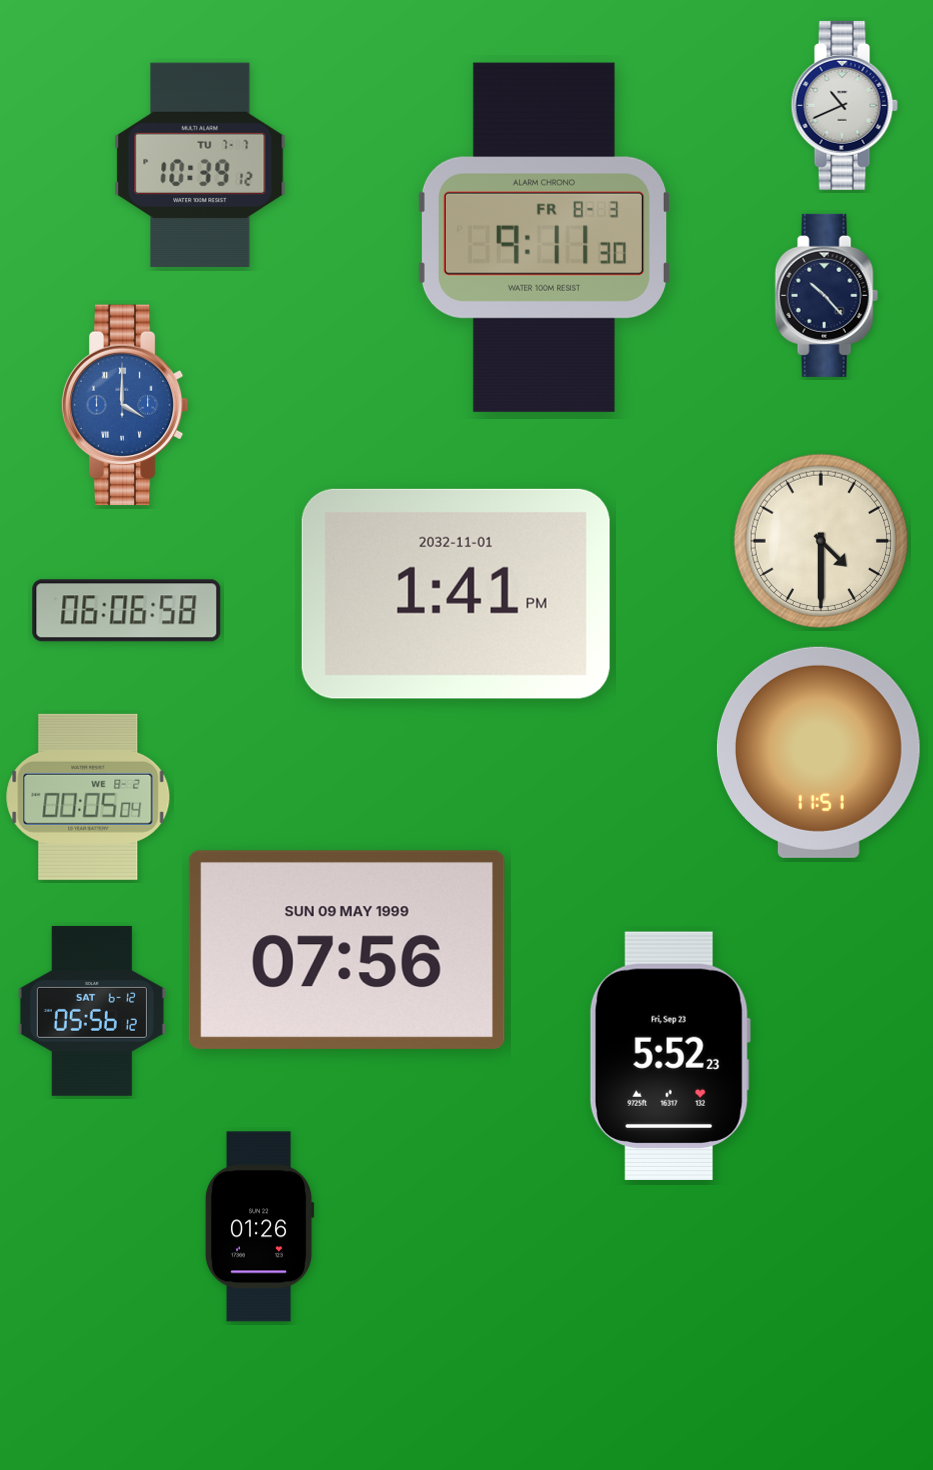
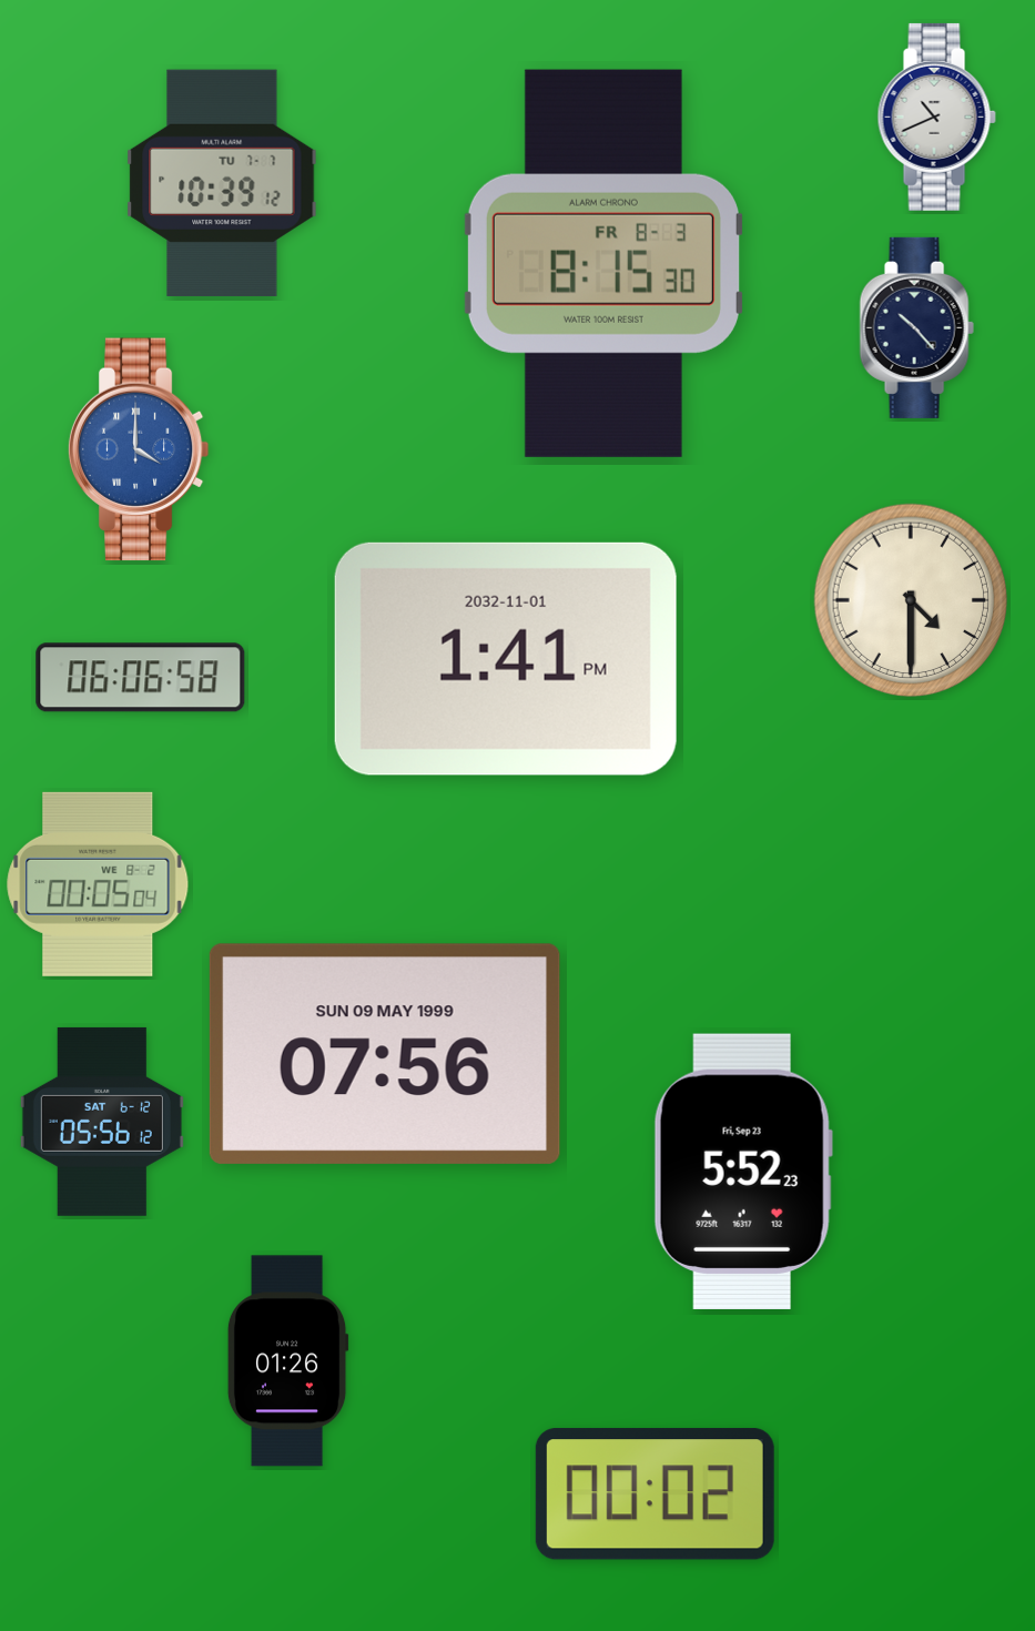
clock at (544, 237): 9:11 -> 8:15
clock at (818, 752): 11:51 -> none
clock at (655, 1495): none -> 00:02
